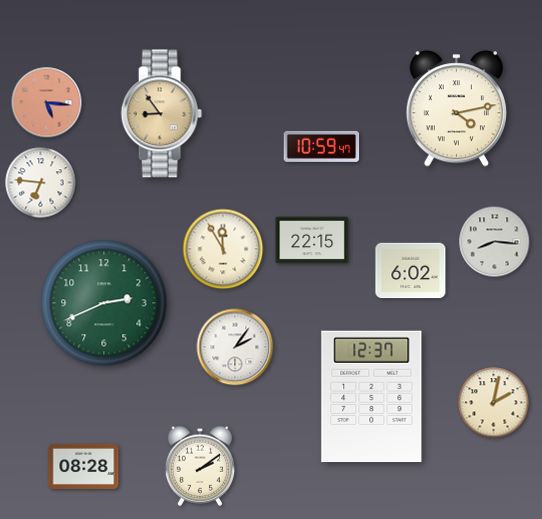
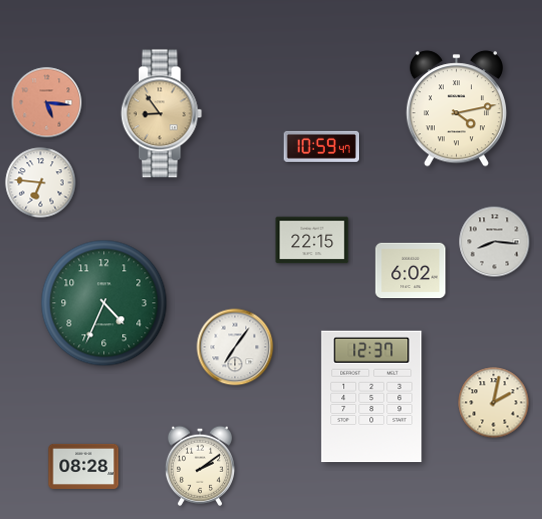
clock at (223, 249): 11:55 -> none
clock at (104, 303): 2:41 -> 4:34
clock at (235, 347): 2:06 -> 7:06
